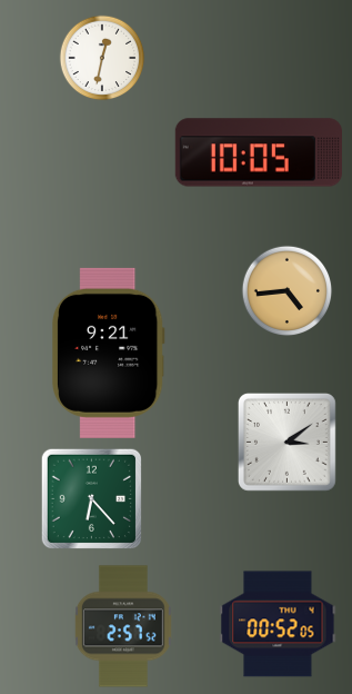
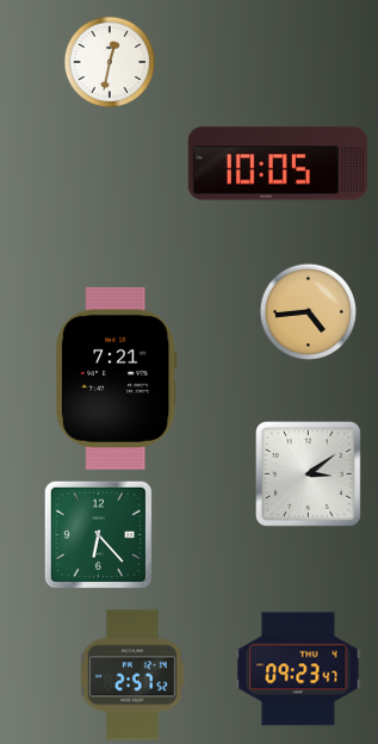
clock at (108, 353): 9:21 -> 7:21
clock at (278, 624): 00:52 -> 09:23
clock at (123, 626) position: (123, 626) -> (132, 675)
